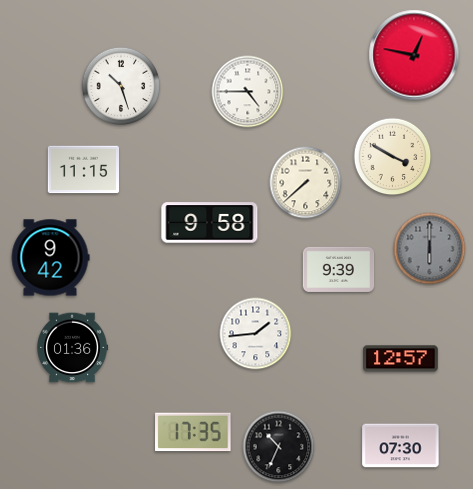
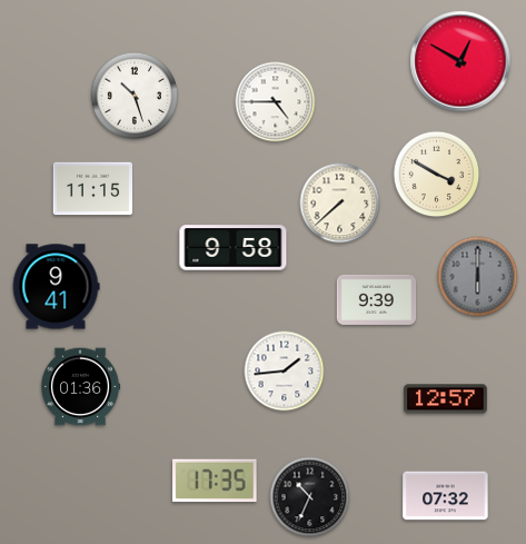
clock at (414, 55): 12:47 -> 12:50
clock at (50, 258): 9:42 -> 9:41
clock at (401, 446): 07:30 -> 07:32
